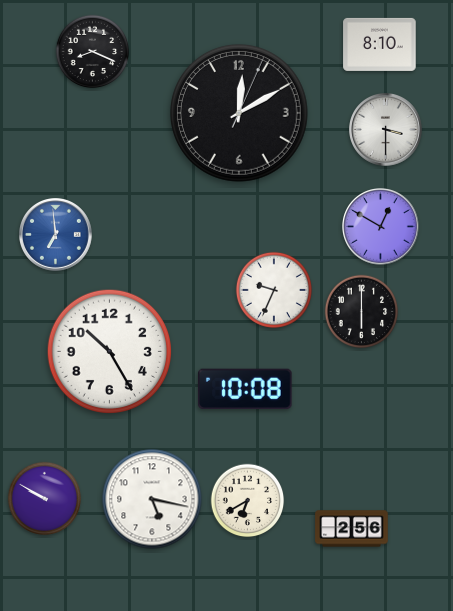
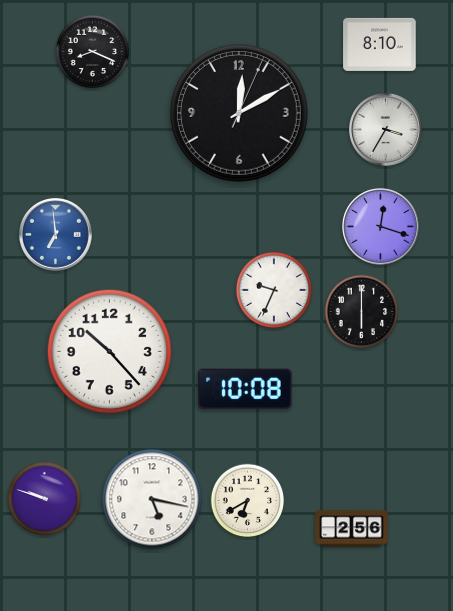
clock at (386, 130): 3:30 -> 3:35
clock at (381, 227): 12:50 -> 12:18
clock at (109, 351): 10:25 -> 10:23
clock at (45, 499): 9:50 -> 9:48
